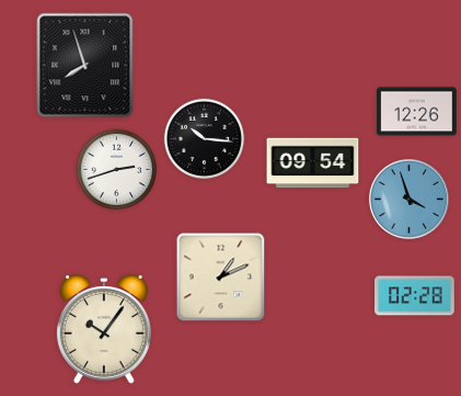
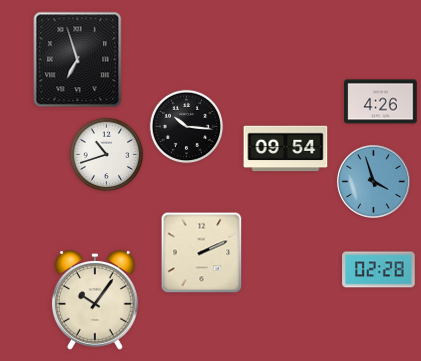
clock at (85, 66): 7:57 -> 6:57
clock at (417, 112): 12:26 -> 4:26
clock at (117, 170): 2:42 -> 10:42
clock at (221, 278): 1:11 -> 2:11
